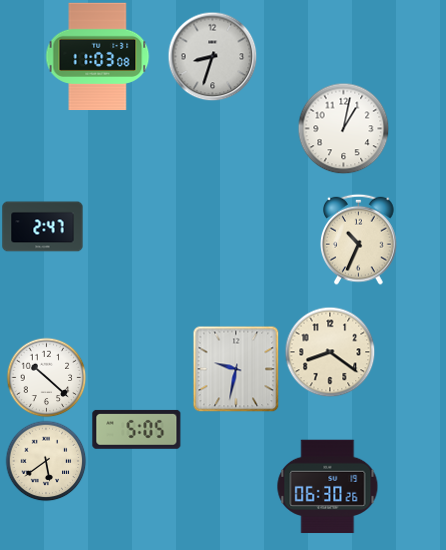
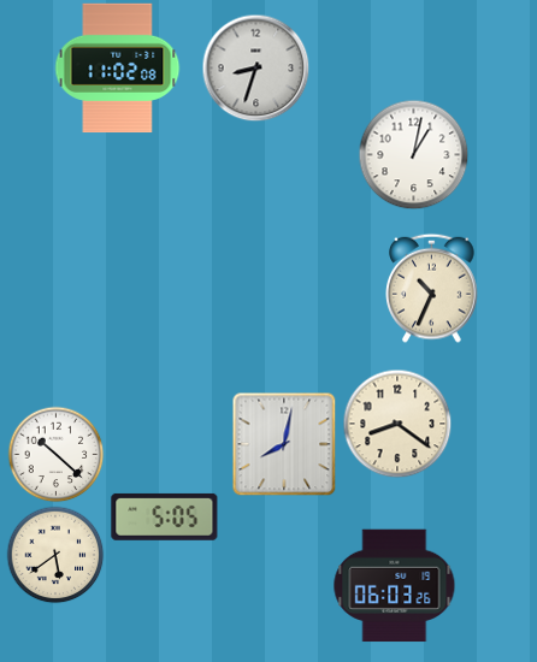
clock at (98, 57): 11:03 -> 11:02
clock at (43, 227): 2:47 -> none
clock at (236, 369): 9:32 -> 8:02
clock at (328, 487): 06:30 -> 06:03
